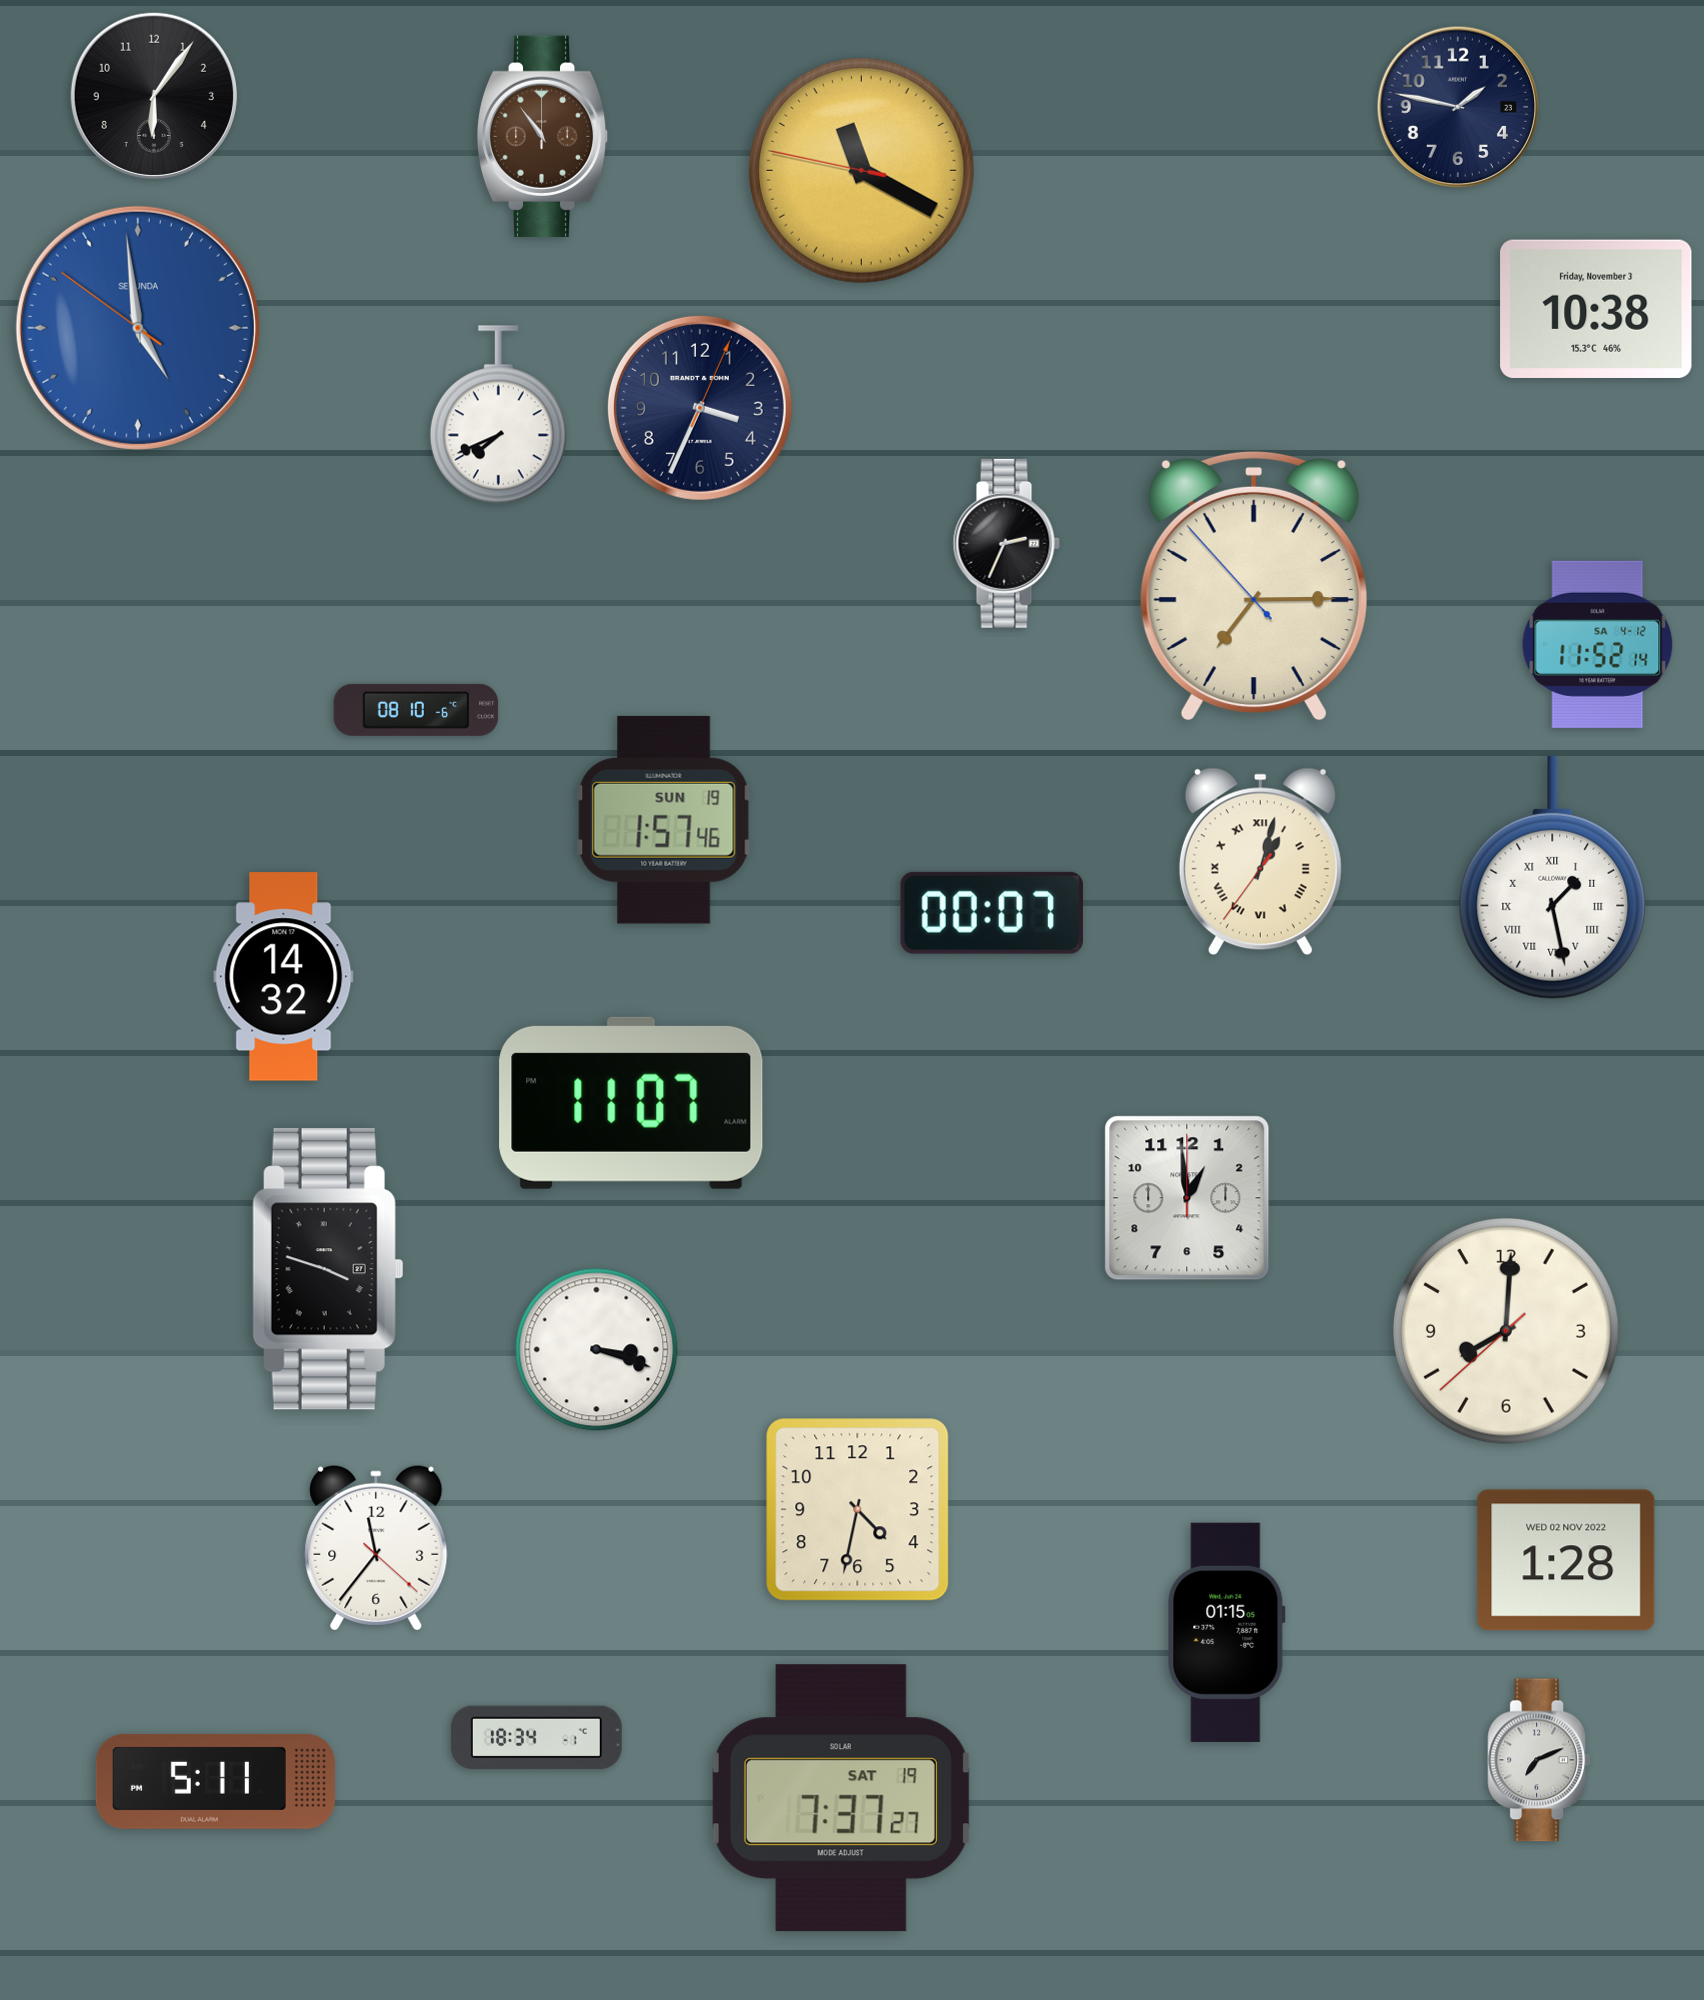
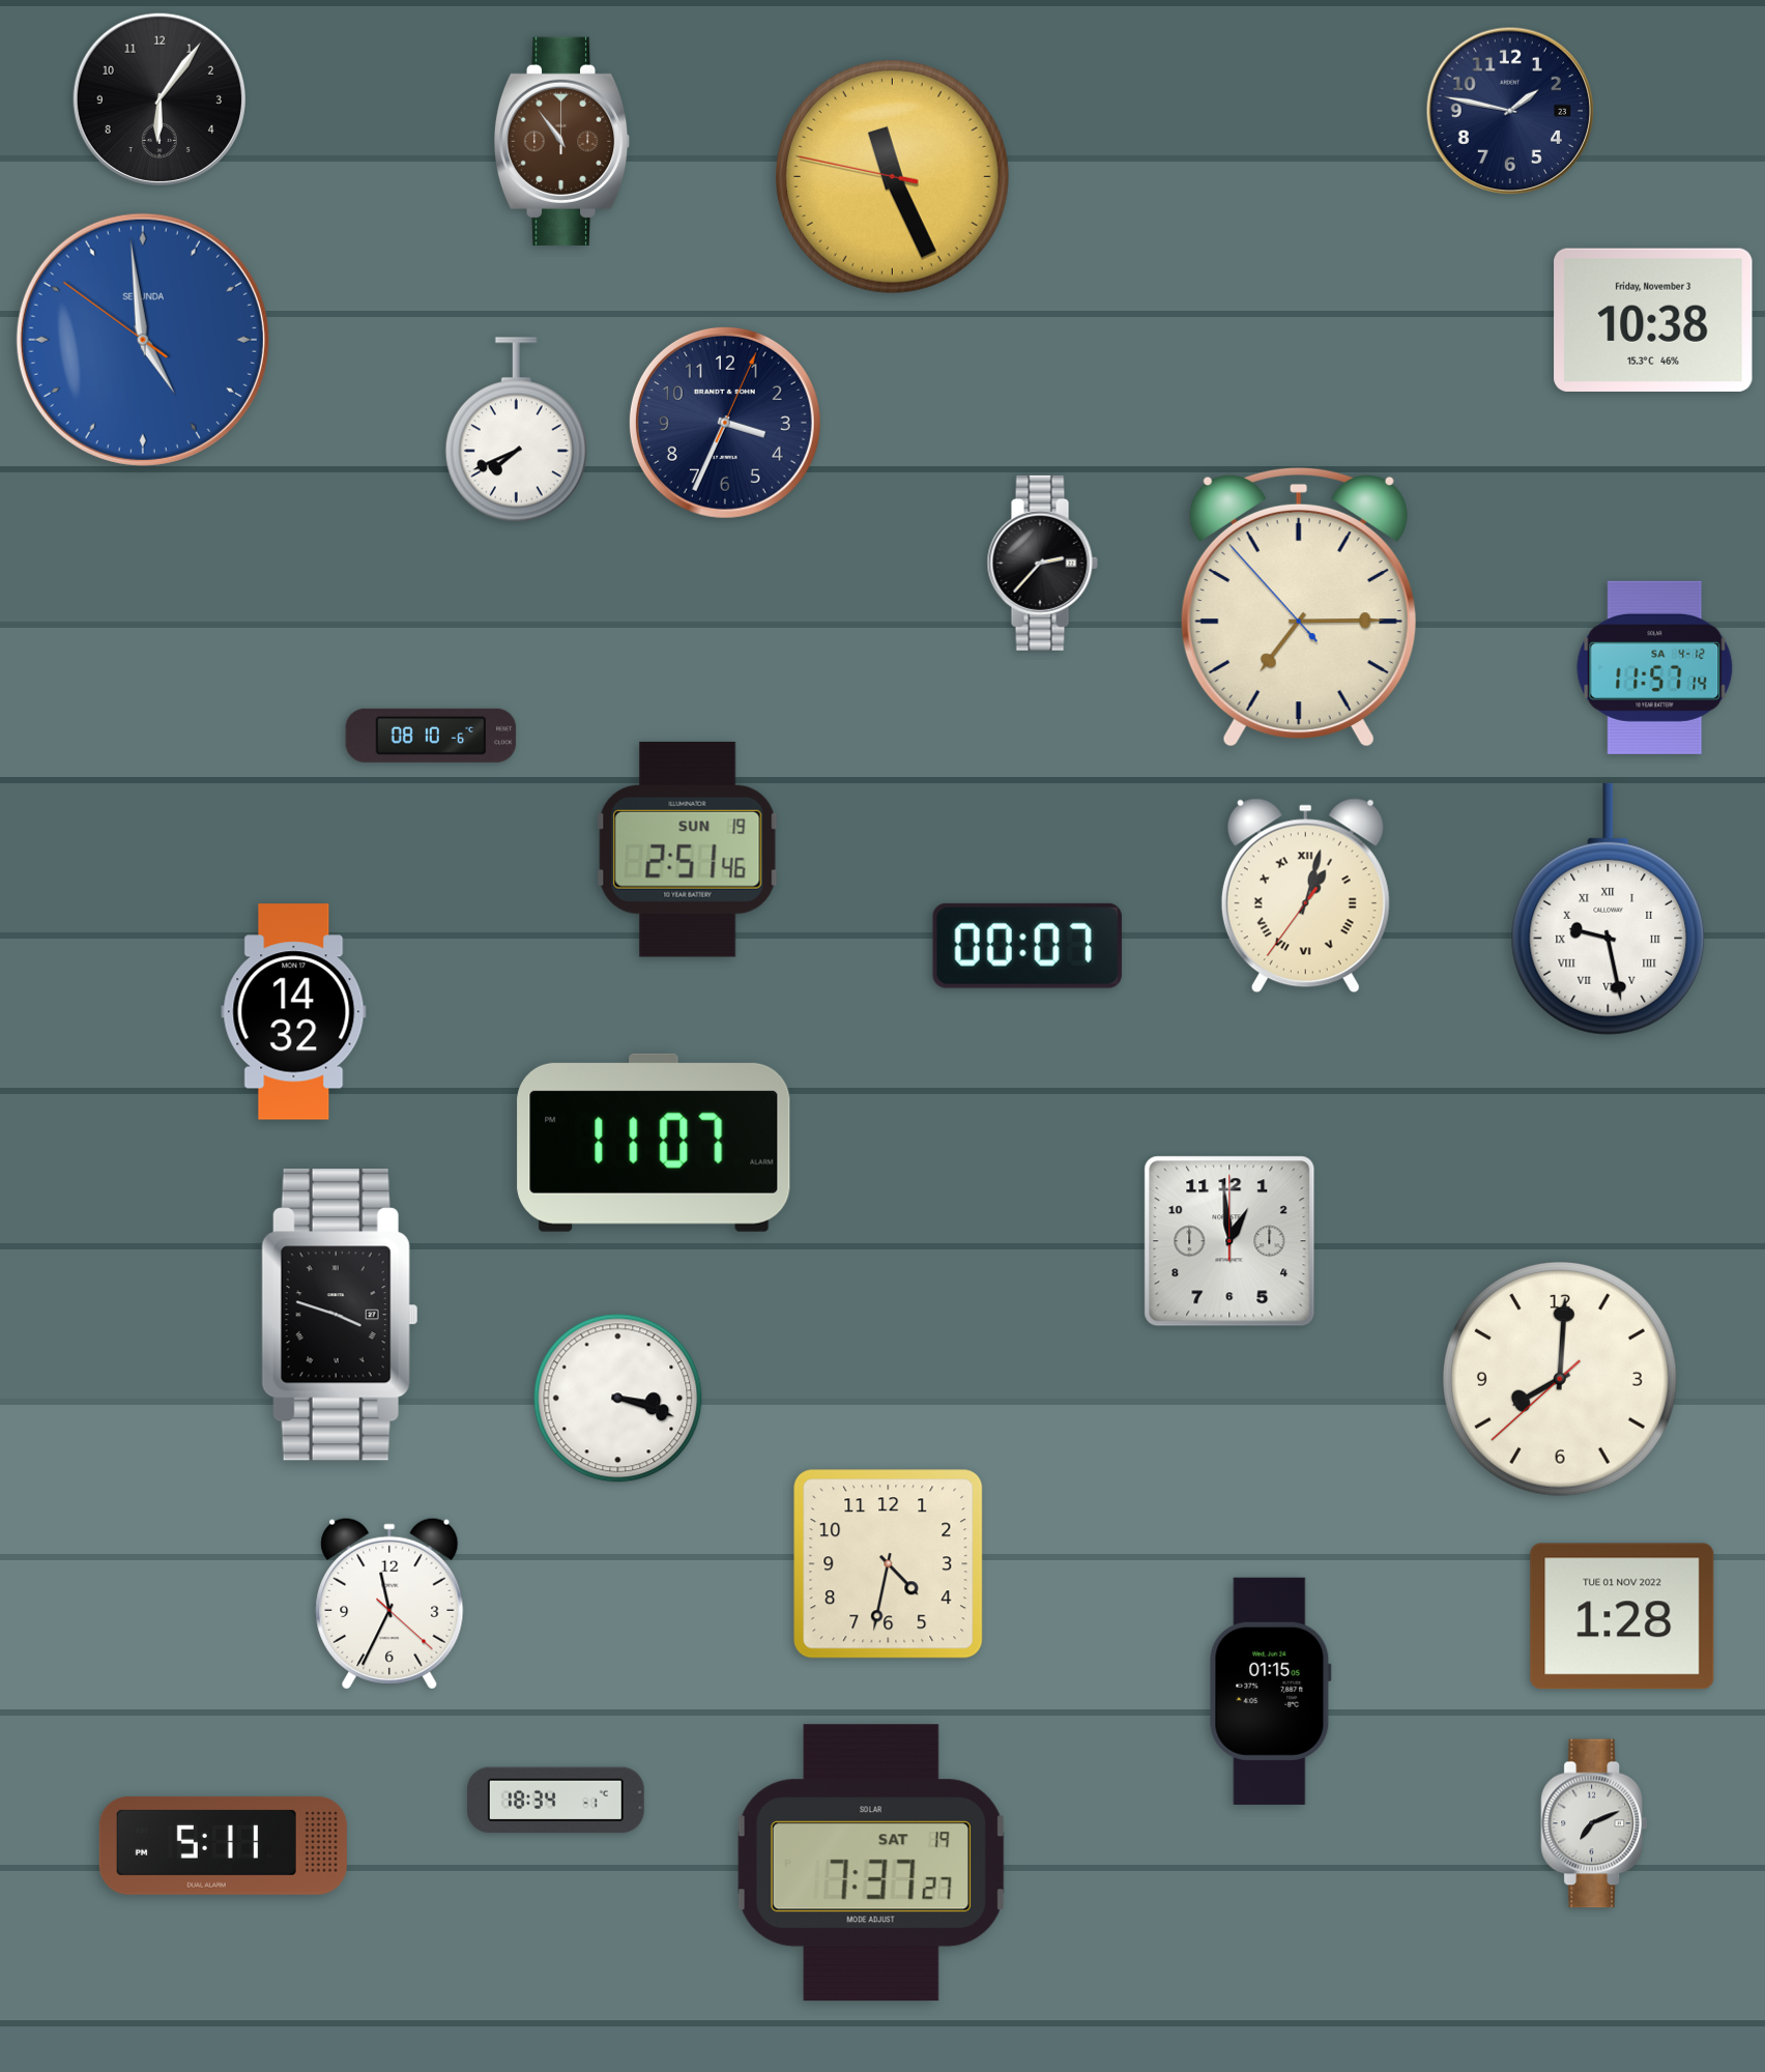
clock at (861, 170): 11:19 -> 11:25
clock at (1006, 543): 2:34 -> 2:37
clock at (1598, 644): 11:52 -> 11:57
clock at (664, 820): 1:57 -> 2:51
clock at (1260, 862) position: (1260, 862) -> (1305, 896)
clock at (1553, 877): 1:28 -> 9:28
clock at (376, 1548): 11:36 -> 11:34
clock at (1566, 1560) date: WED 02 NOV 2022 -> TUE 01 NOV 2022
